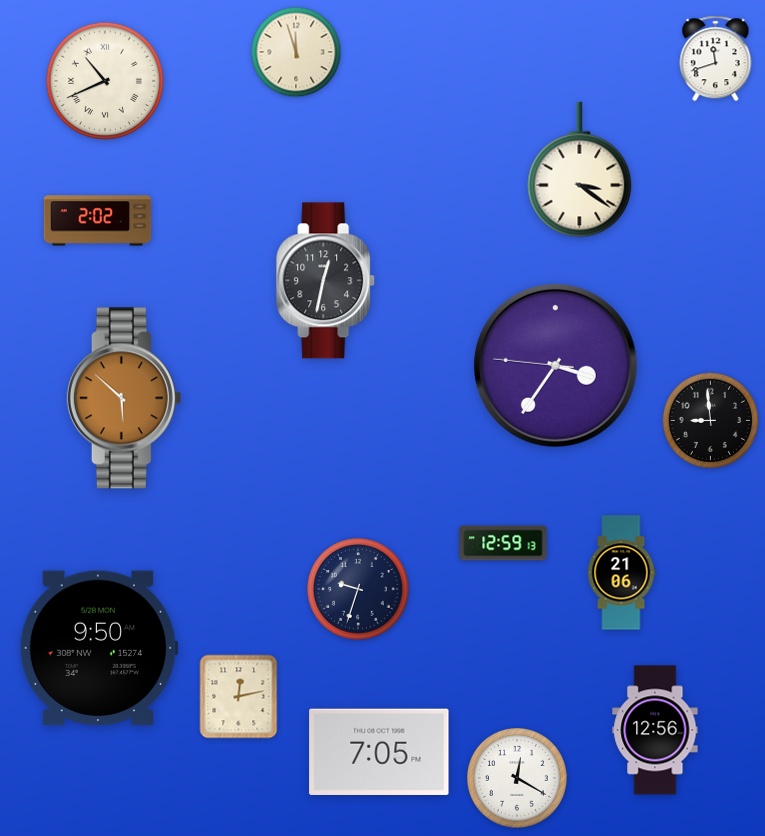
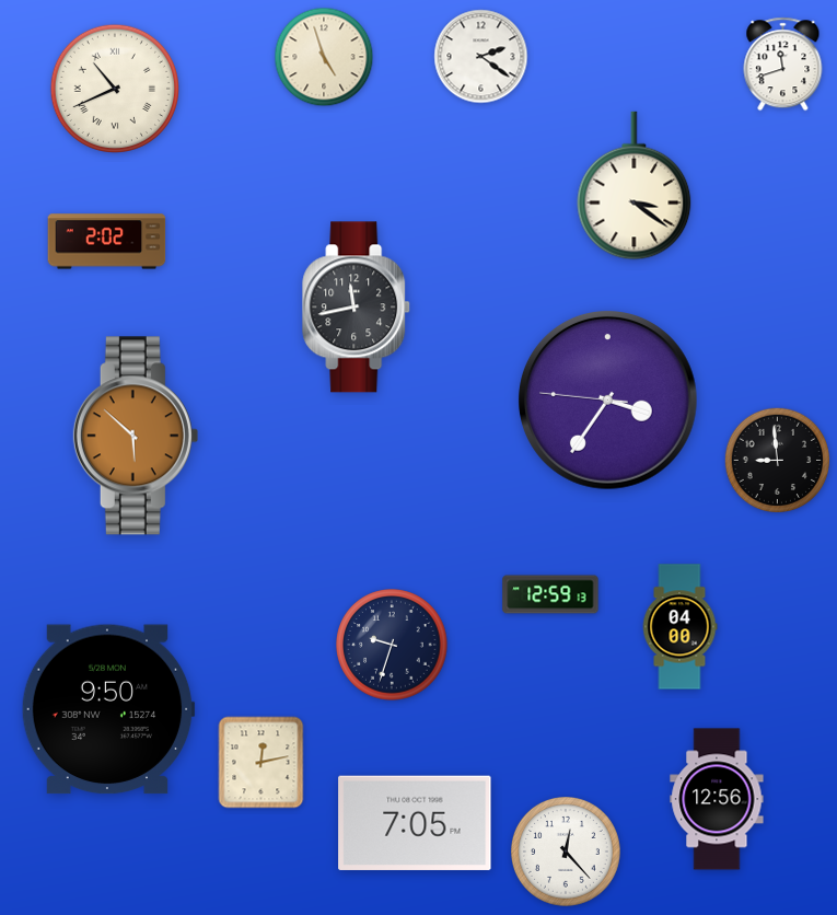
clock at (296, 52): 11:57 -> 4:57
clock at (481, 57): none -> 2:21
clock at (326, 281): 12:32 -> 11:43
clock at (621, 573): 21:06 -> 04:00
clock at (518, 779): 12:20 -> 12:23
